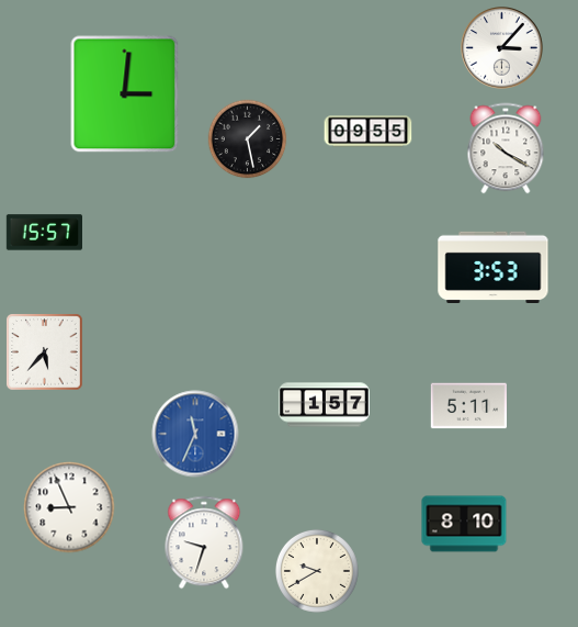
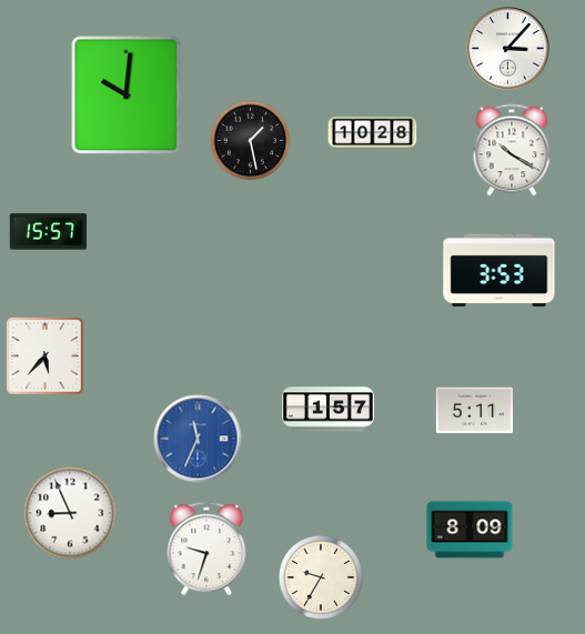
clock at (125, 94): 3:01 -> 10:01
clock at (369, 132): 09:55 -> 10:28
clock at (44, 233) position: (44, 233) -> (48, 232)
clock at (464, 524): 8:10 -> 8:09
clock at (317, 571): 9:40 -> 9:35
